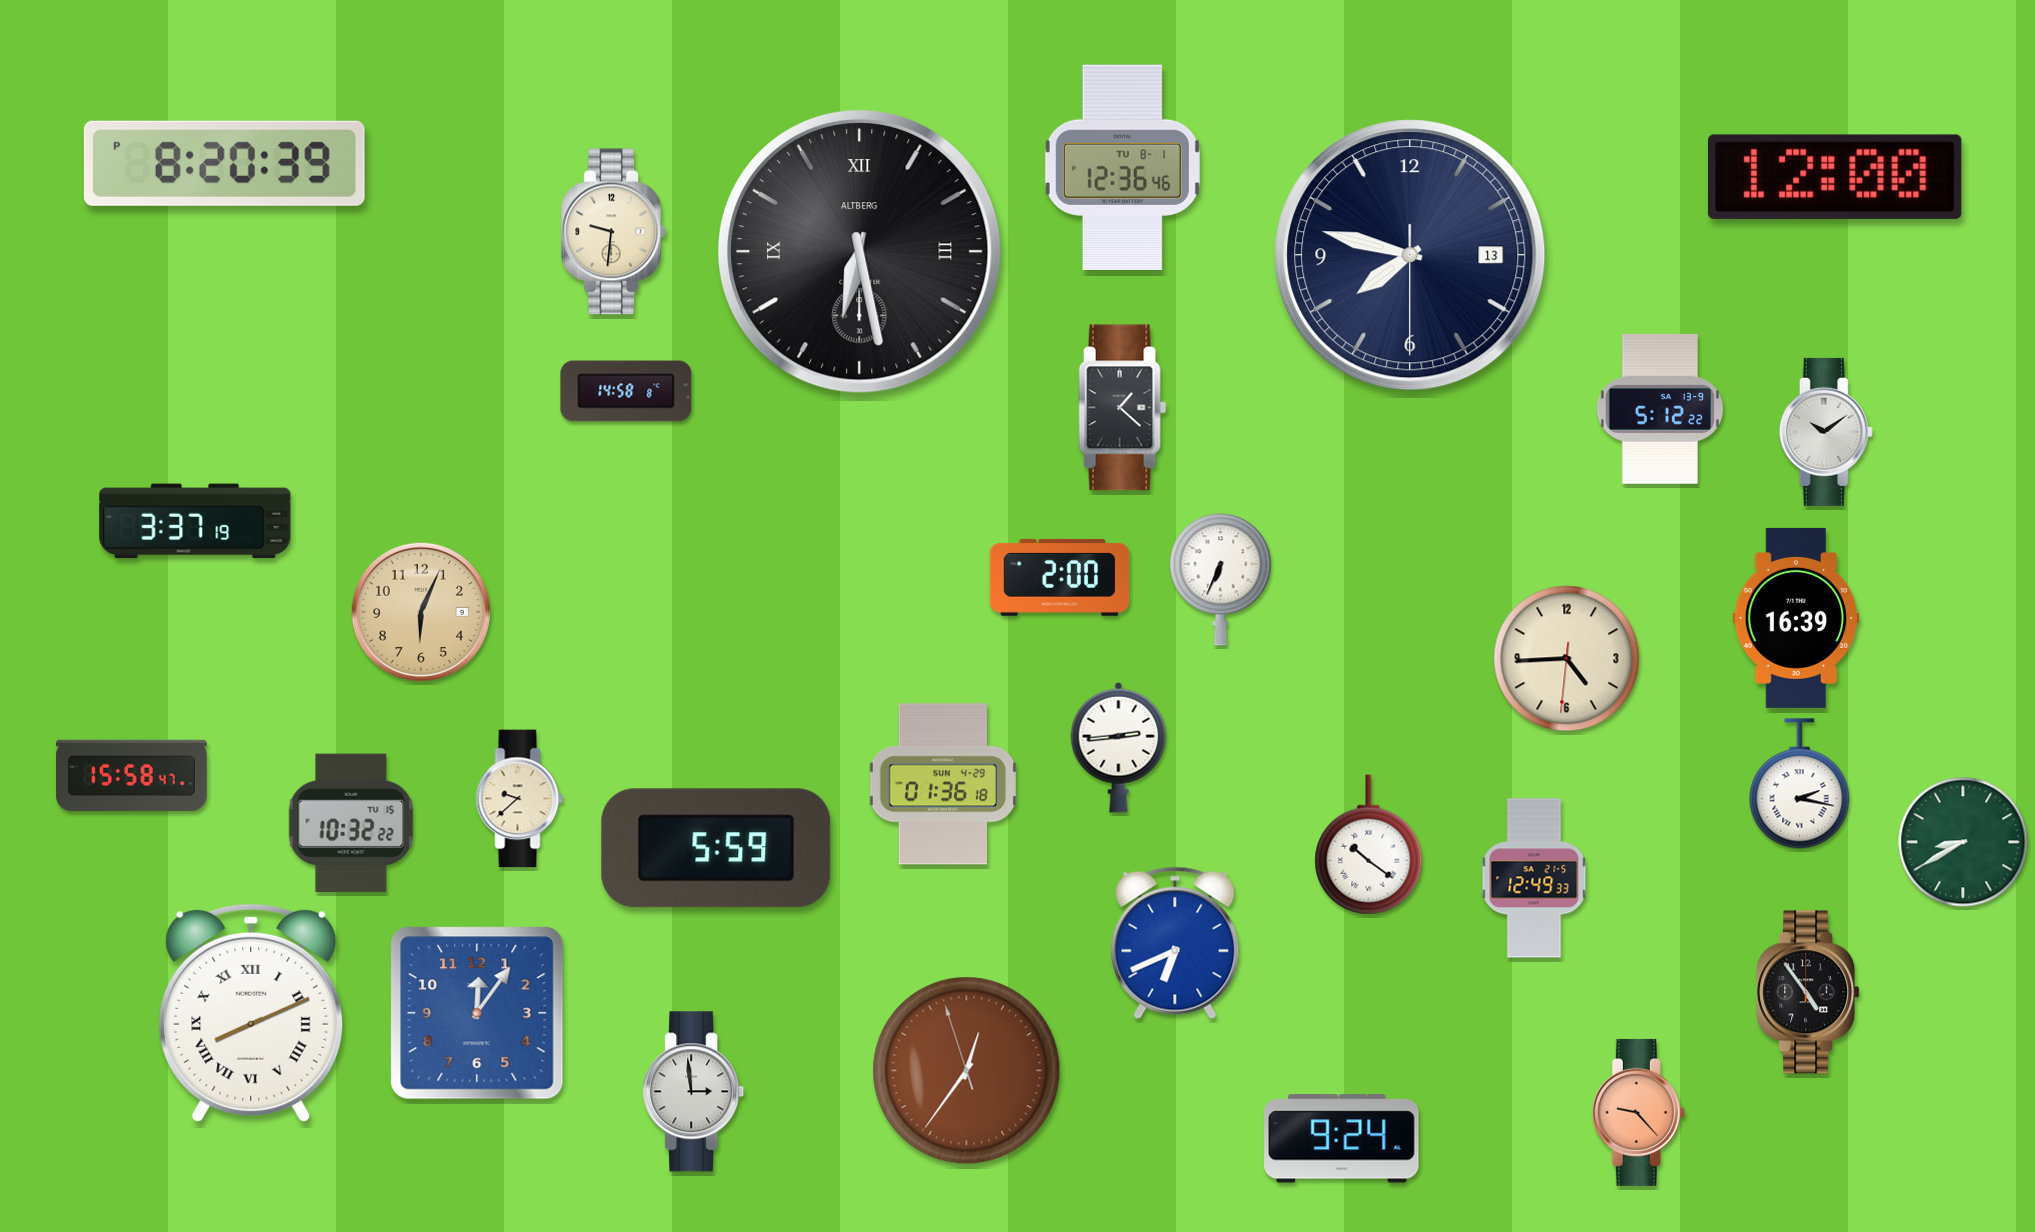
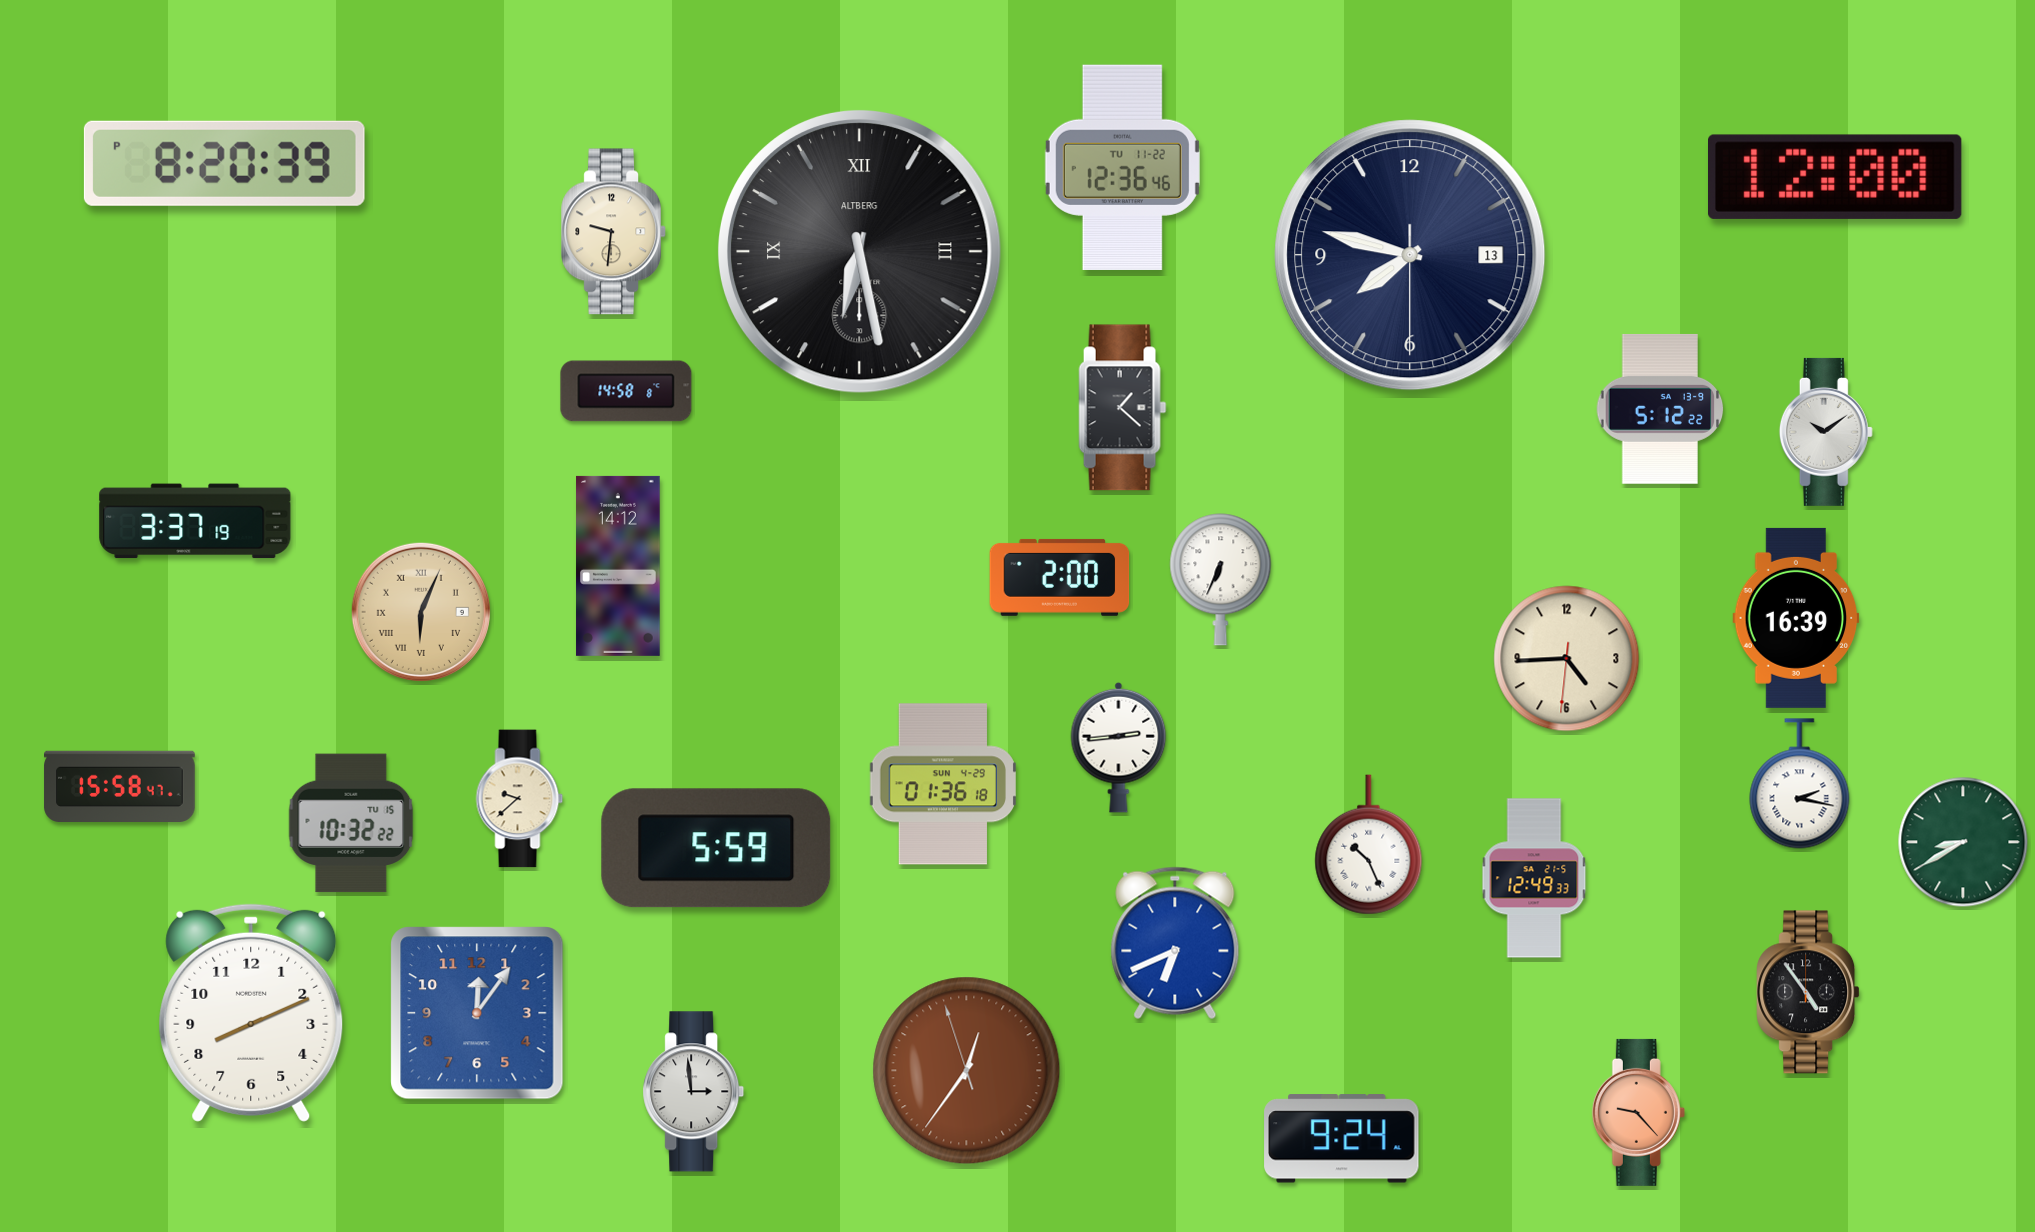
clock at (1122, 167) date: TU 8-1 -> TU 11-22
clock at (618, 566): none -> 14:12
clock at (421, 612) numerals: Arabic -> Roman
clock at (132, 776) position: (132, 776) -> (120, 787)
clock at (1369, 845): 10:21 -> 10:26
clock at (251, 1013) numerals: Roman -> Arabic
